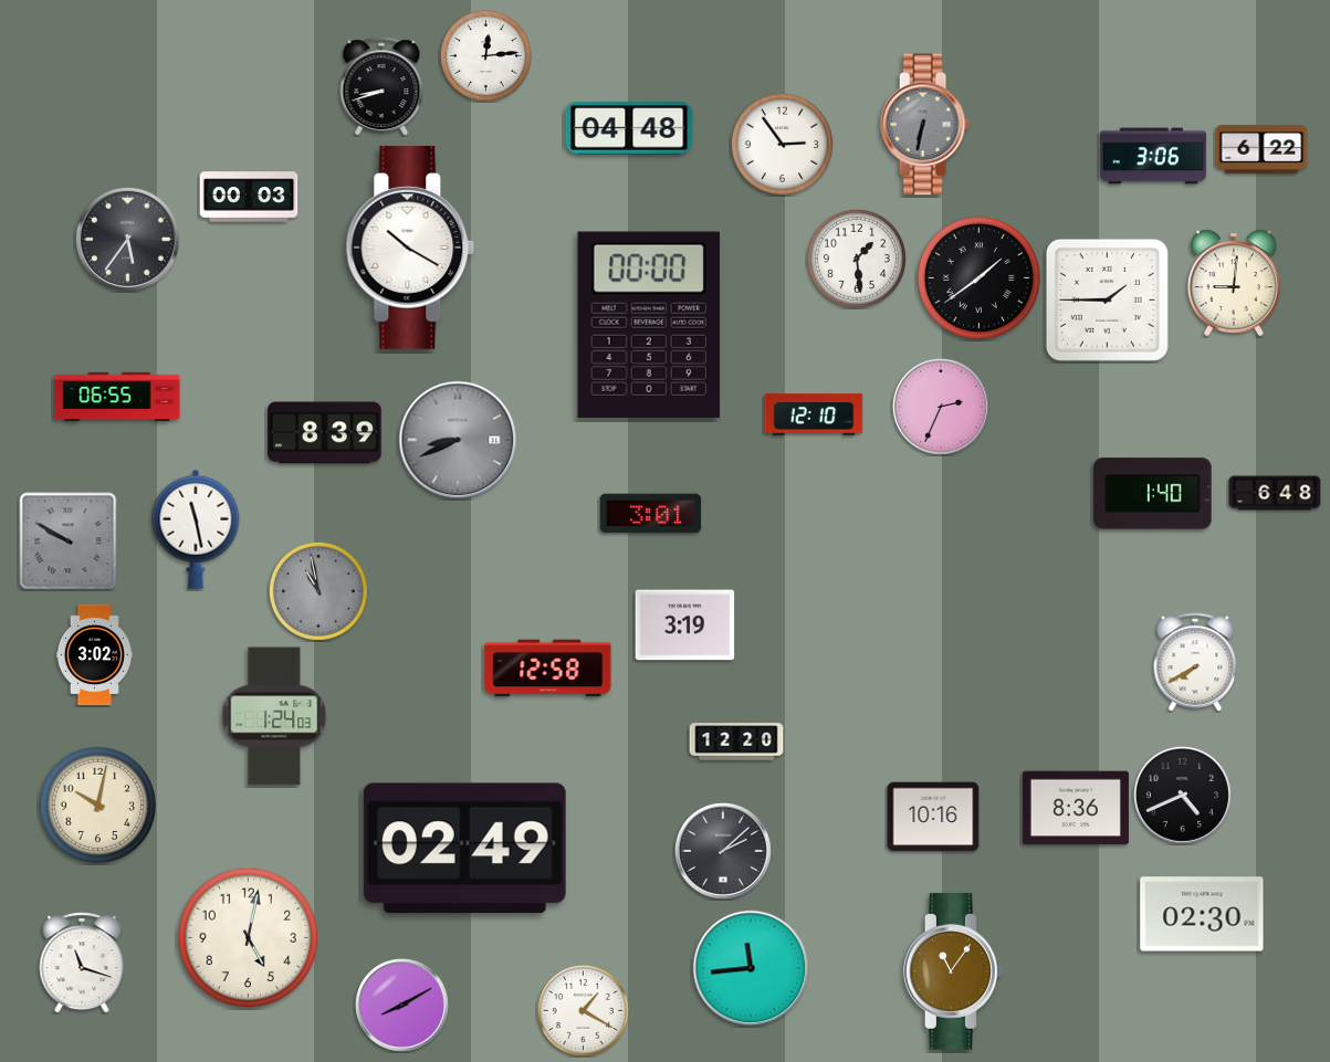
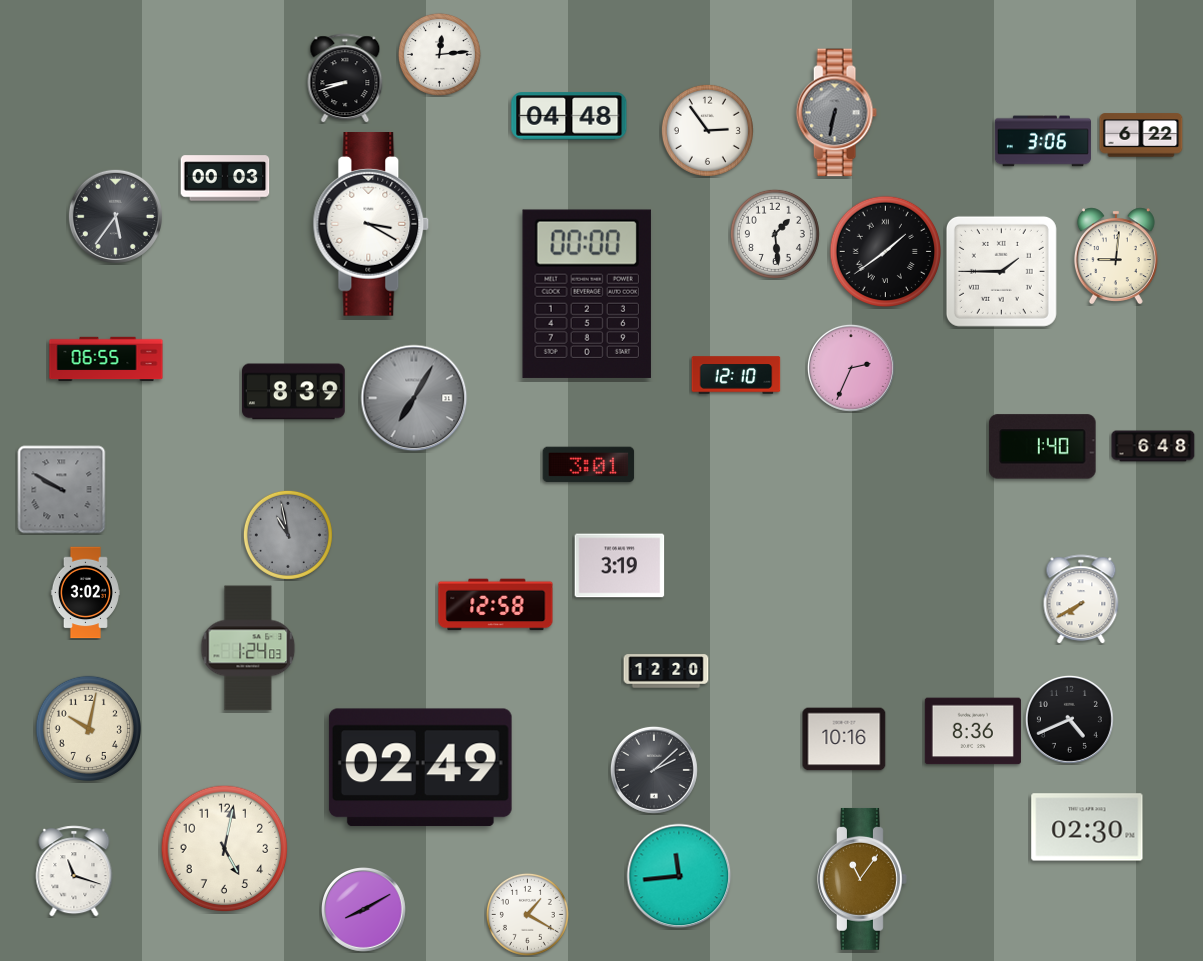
clock at (485, 55) position: (485, 55) -> (439, 54)
clock at (410, 249): 10:20 -> 3:20
clock at (458, 440): 8:41 -> 7:05
clock at (196, 529): 11:28 -> none
